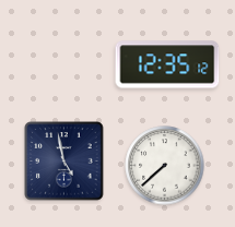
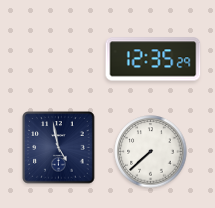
clock at (167, 64): 12:35:12 -> 12:35:29
